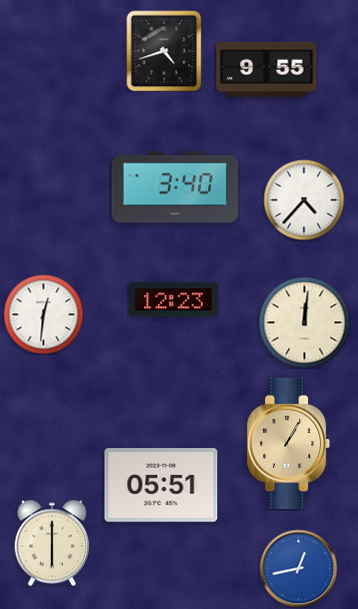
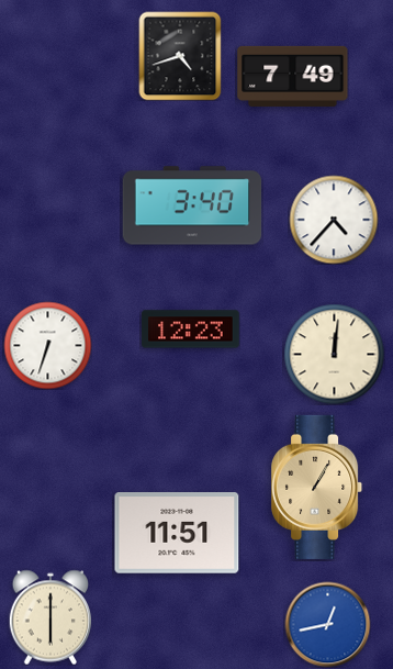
clock at (267, 69): 9:55 -> 7:49
clock at (43, 314): 12:31 -> 6:33
clock at (161, 486): 05:51 -> 11:51
clock at (52, 543) position: (52, 543) -> (50, 617)
